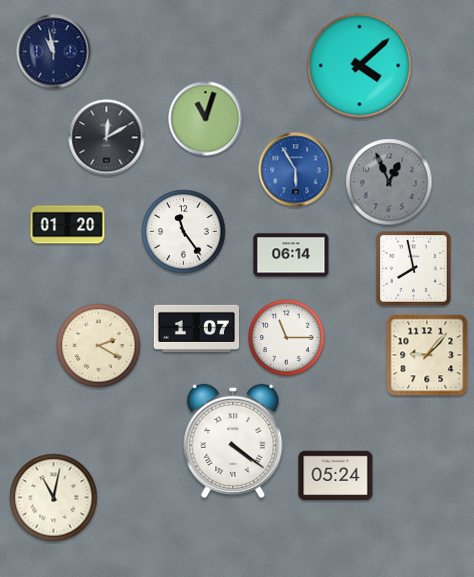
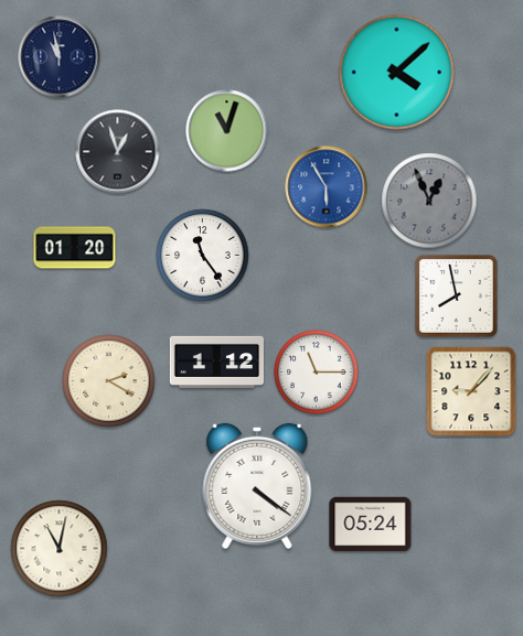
clock at (107, 138): 12:10 -> 12:57
clock at (291, 255): 06:14 -> none
clock at (196, 328): 1:07 -> 1:12
